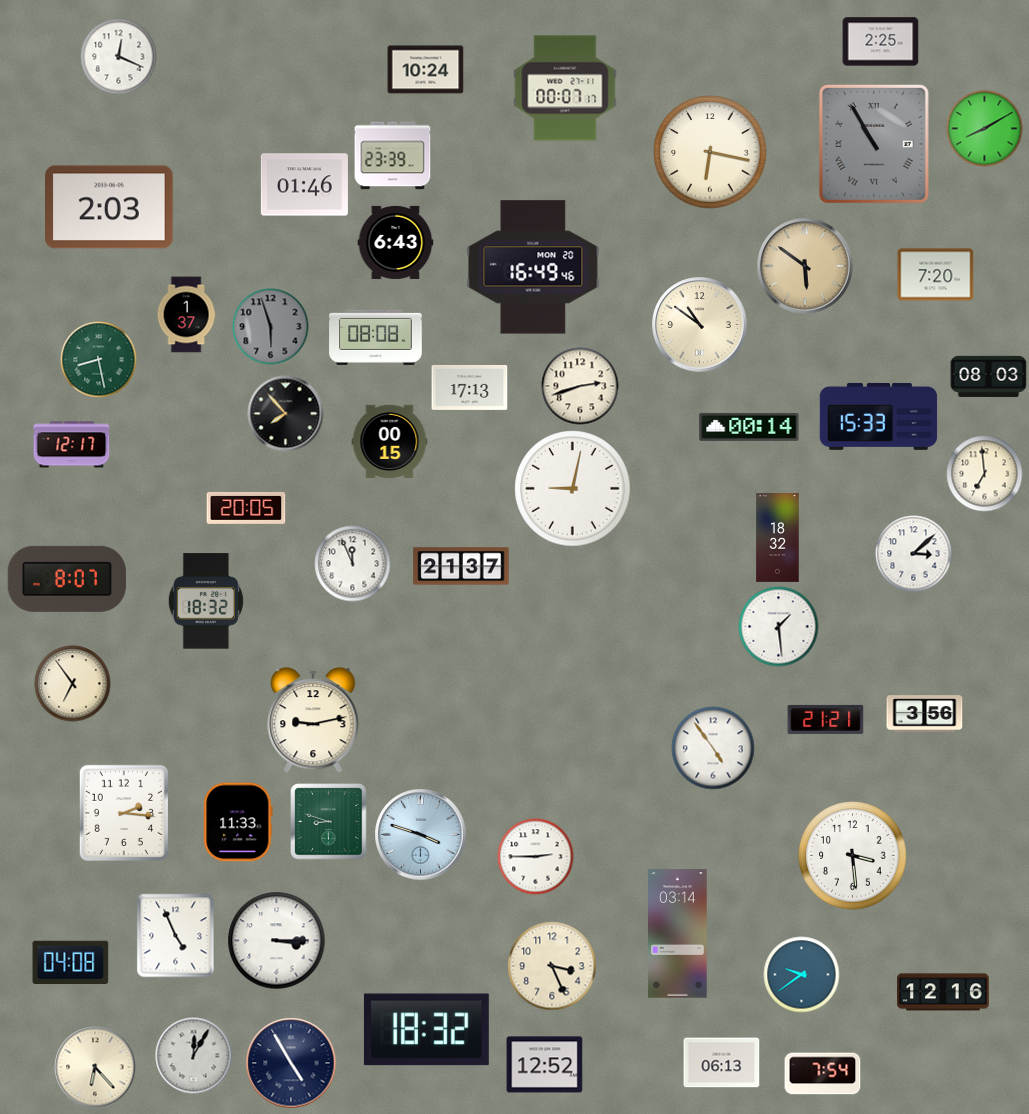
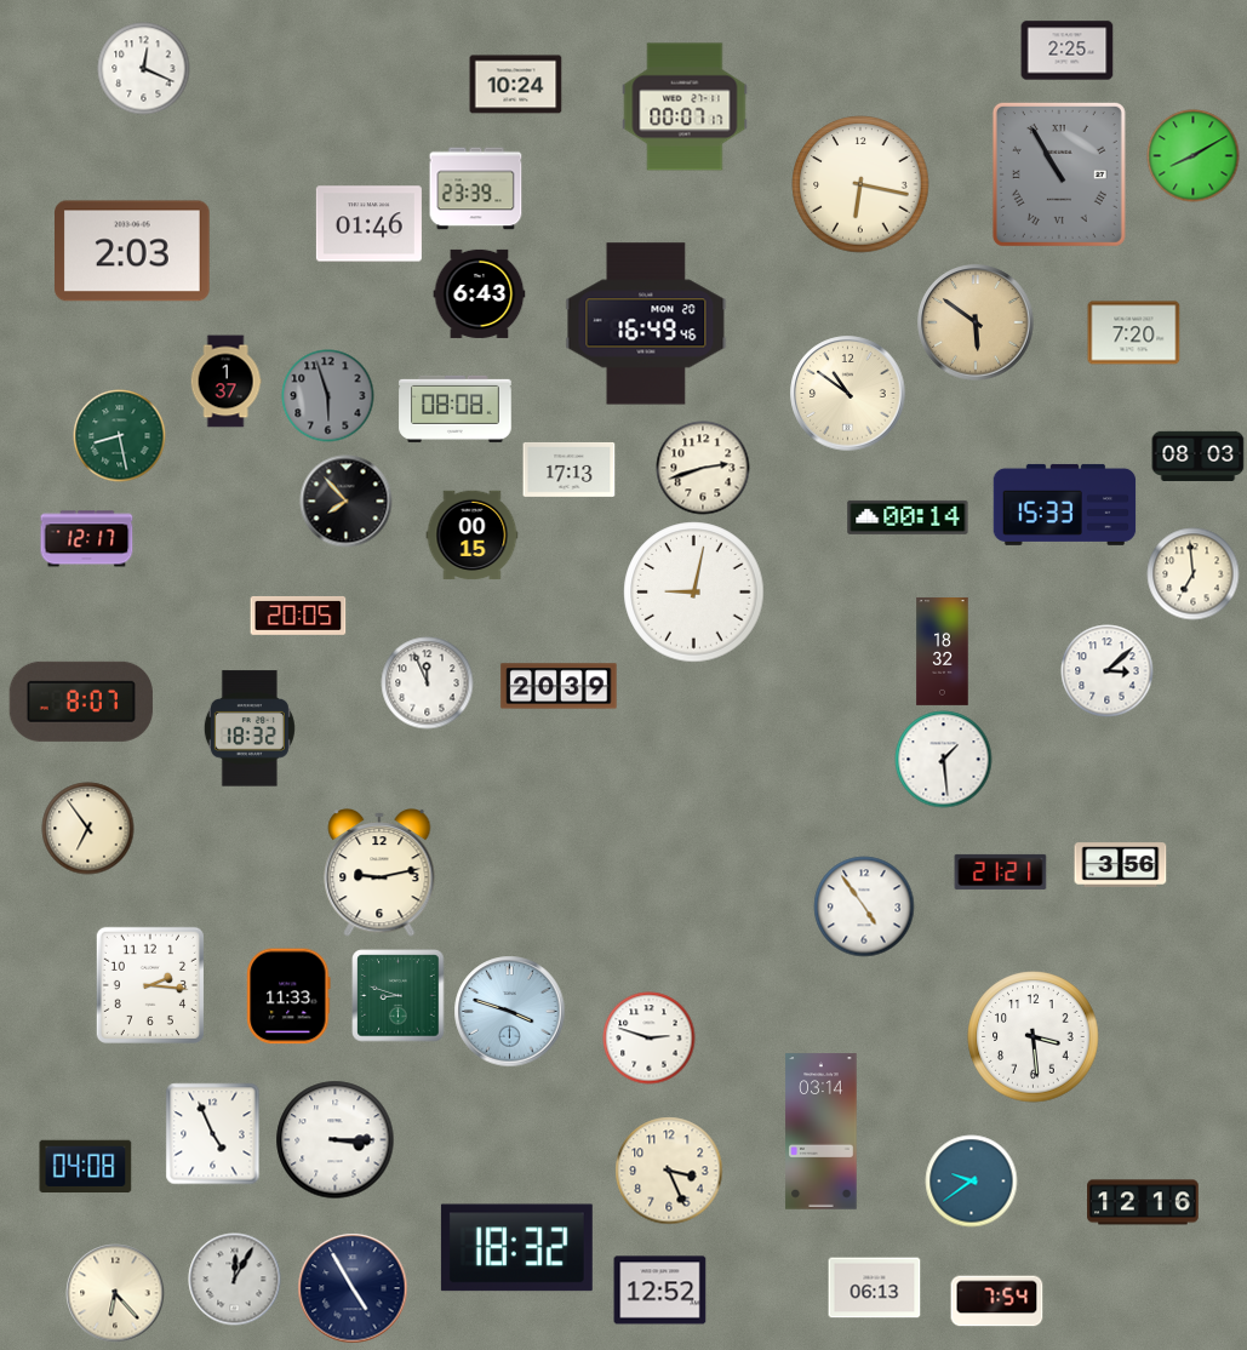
clock at (461, 566): 21:37 -> 20:39
clock at (536, 857): 2:45 -> 2:48
